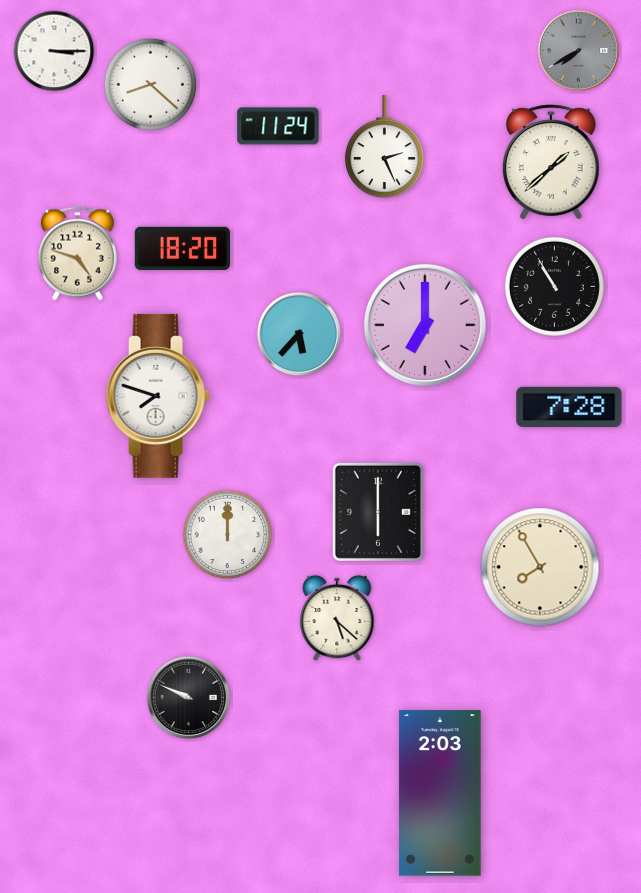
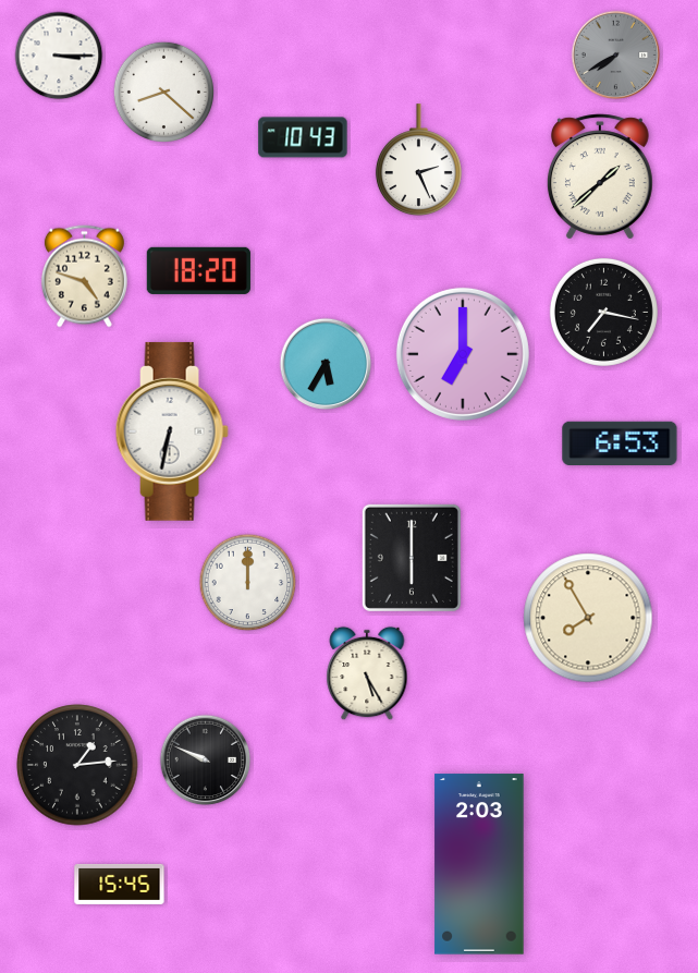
clock at (579, 51) position: (579, 51) -> (616, 56)
clock at (278, 126): 11:24 -> 10:43
clock at (554, 286): 10:55 -> 7:17
clock at (299, 334): 5:37 -> 5:35
clock at (158, 396): 7:48 -> 6:32
clock at (569, 406): 7:28 -> 6:53
clock at (337, 618): 5:22 -> 5:25
clock at (77, 765): none -> 1:14
clock at (120, 884): none -> 15:45
